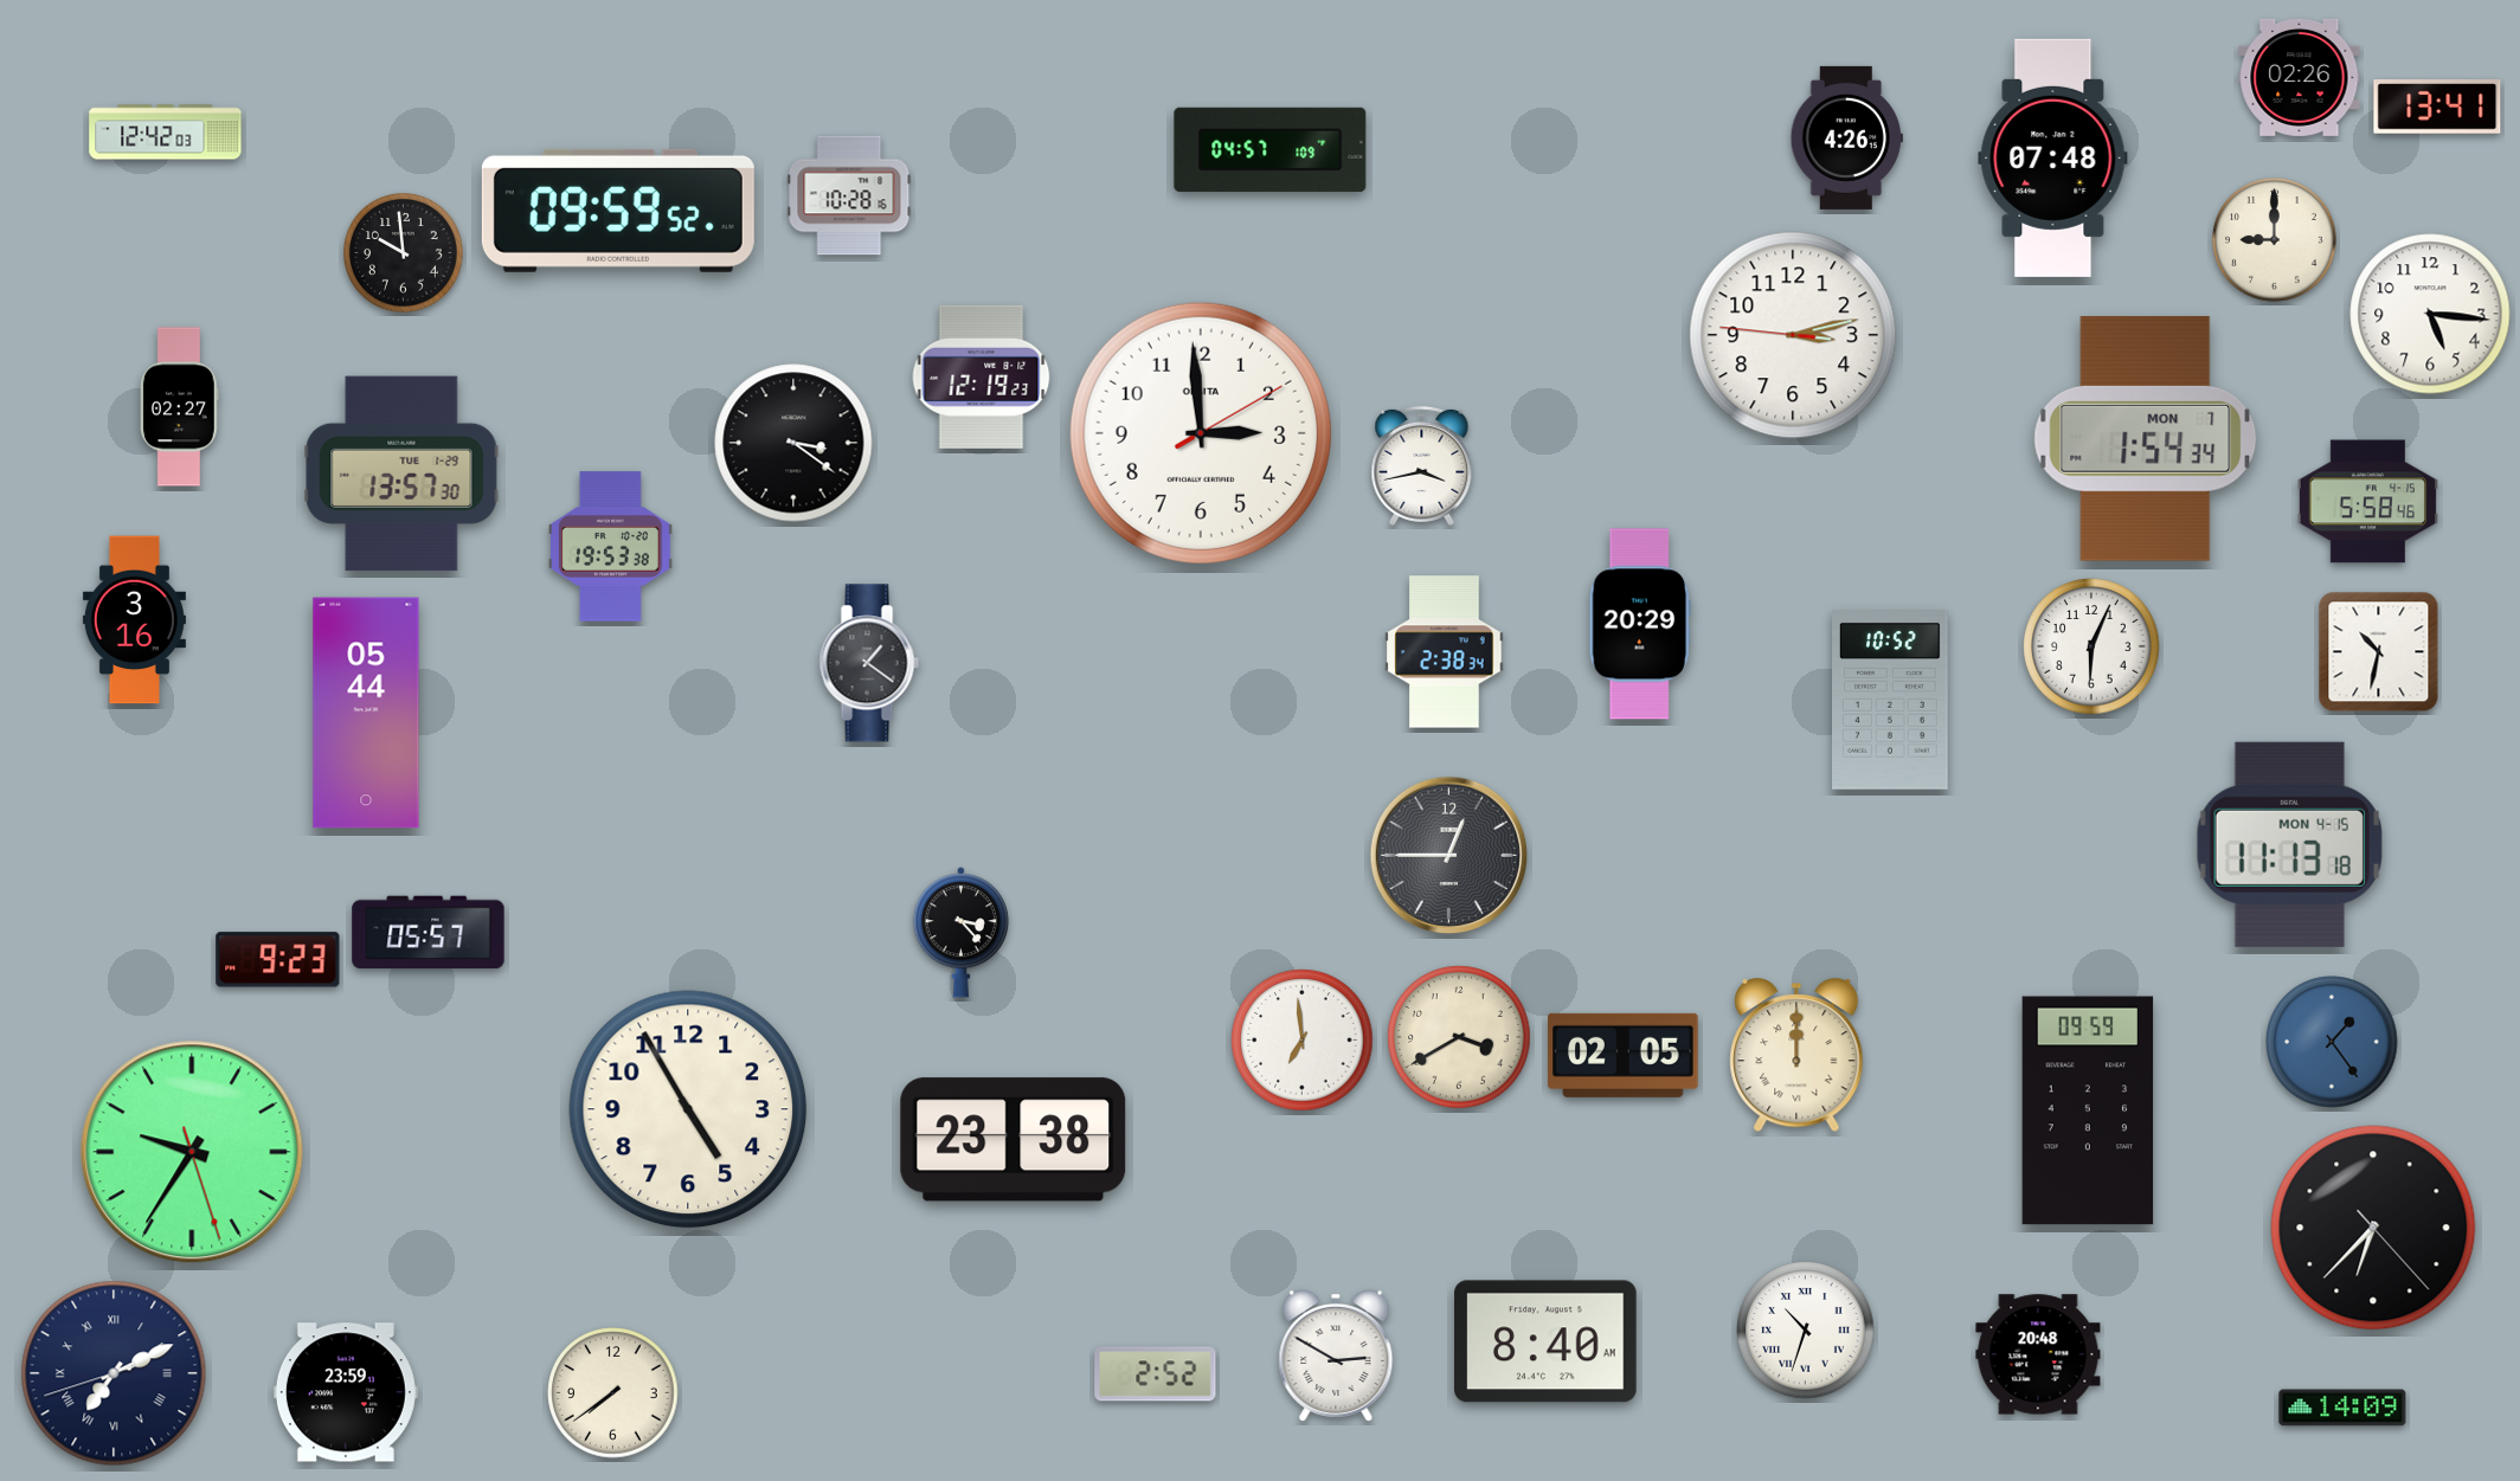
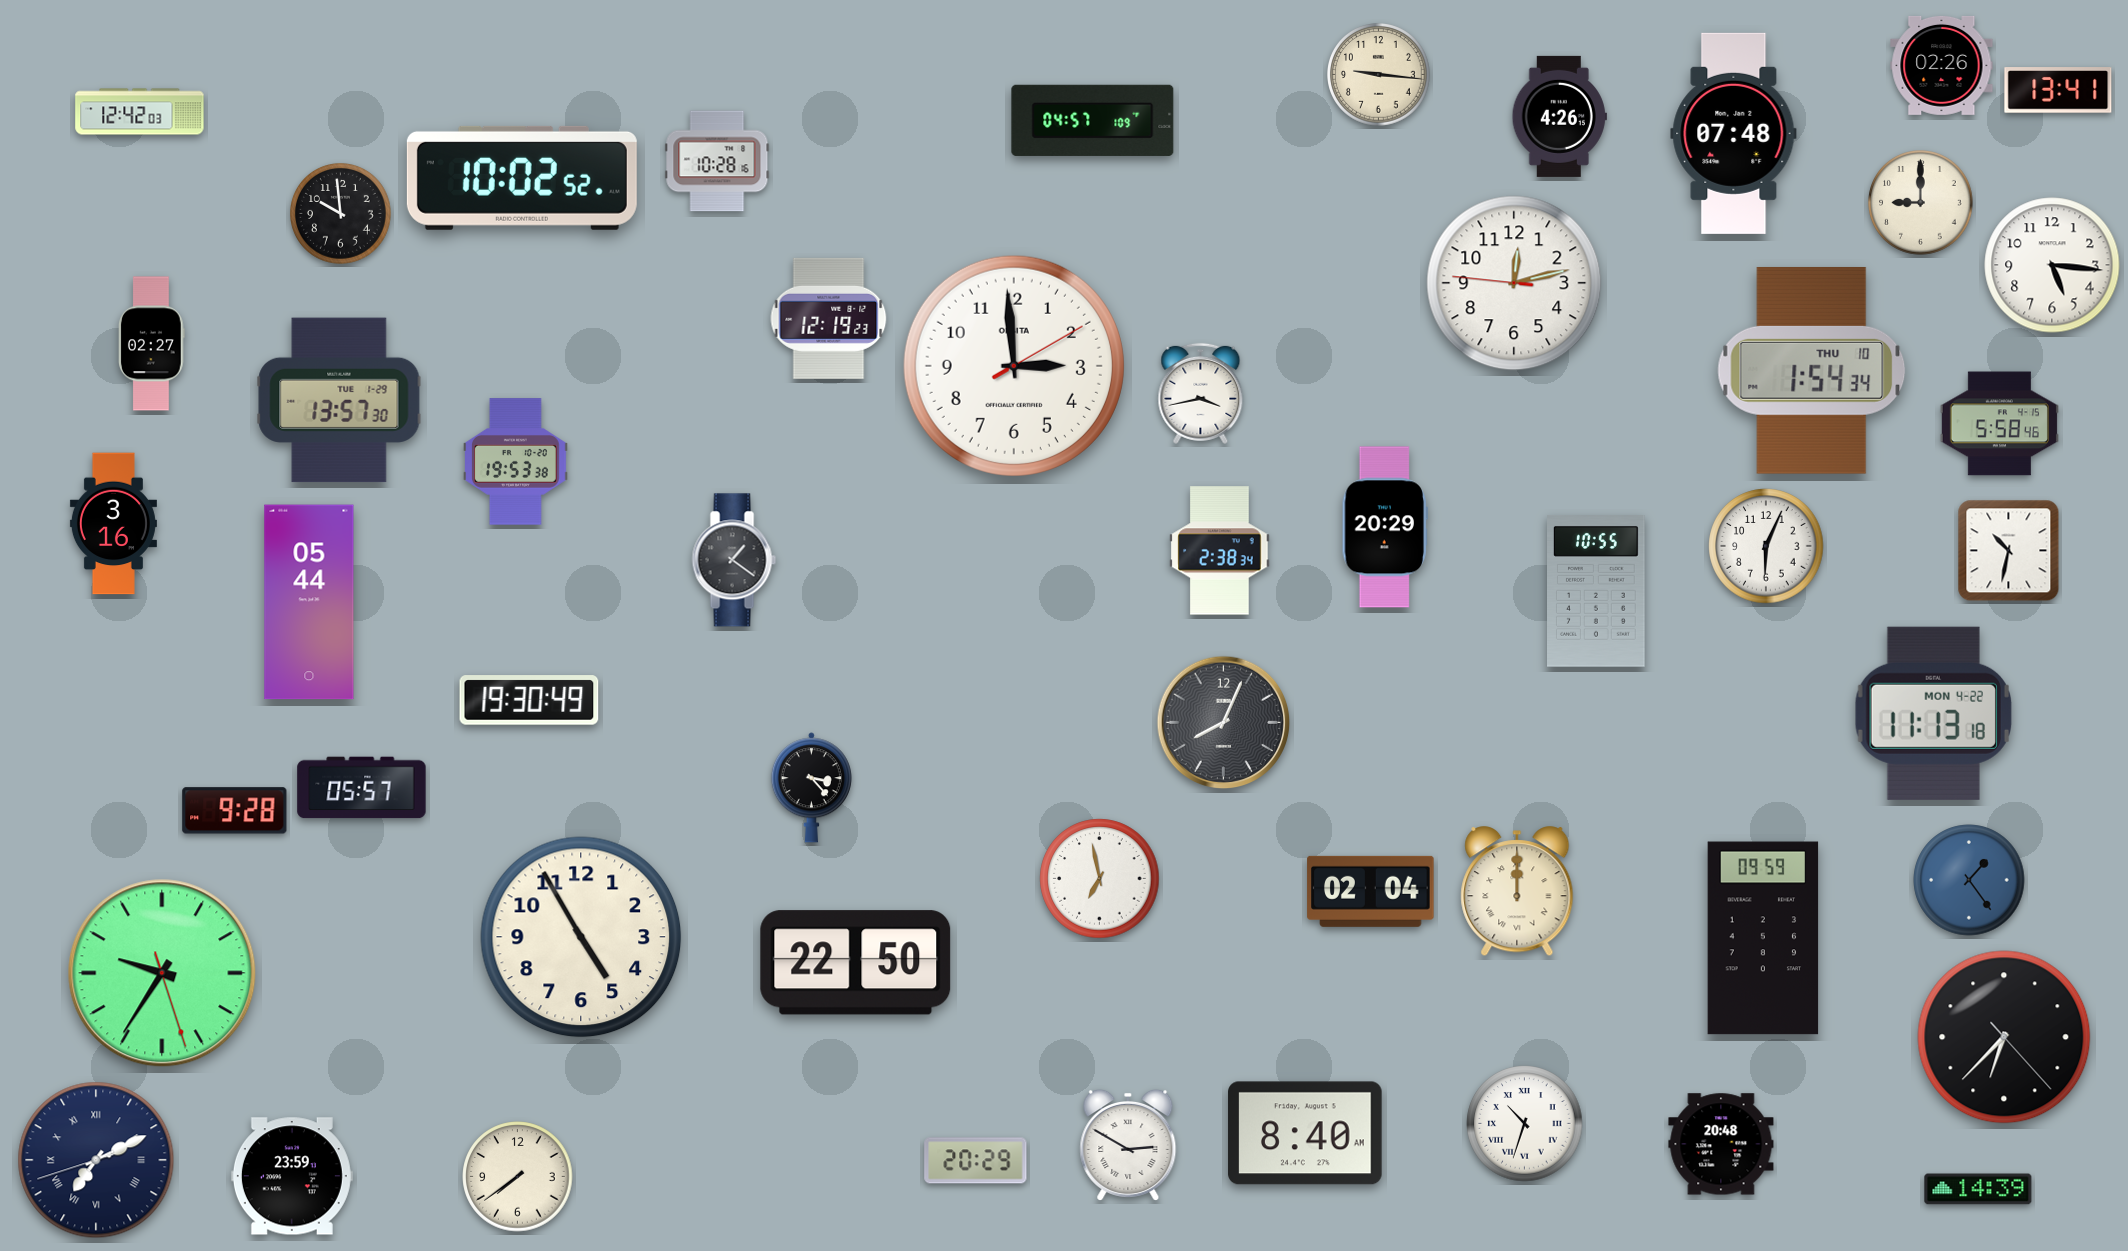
clock at (1379, 75): none -> 9:16
clock at (1271, 149) position: (1271, 149) -> (1093, 120)
clock at (849, 195) position: (849, 195) -> (717, 161)
clock at (618, 211): 09:59 -> 10:02
clock at (1793, 335): 3:12 -> 12:12
clock at (2146, 438) date: MON 7 -> THU 10
clock at (793, 443): 3:21 -> none
clock at (1891, 701): 10:52 -> 10:55
clock at (529, 700): none -> 19:30
clock at (2289, 844) date: MON 4-15 -> MON 4-22
clock at (1449, 856): 12:45 -> 8:04
clock at (278, 960): 9:23 -> 9:28
clock at (1459, 1037): 3:40 -> none
clock at (1303, 1041): 6:59 -> 6:58
clock at (1624, 1055): 02:05 -> 02:04
clock at (1014, 1140): 23:38 -> 22:50
clock at (1156, 1374): 2:52 -> 20:29
clock at (2342, 1408): 14:09 -> 14:39
